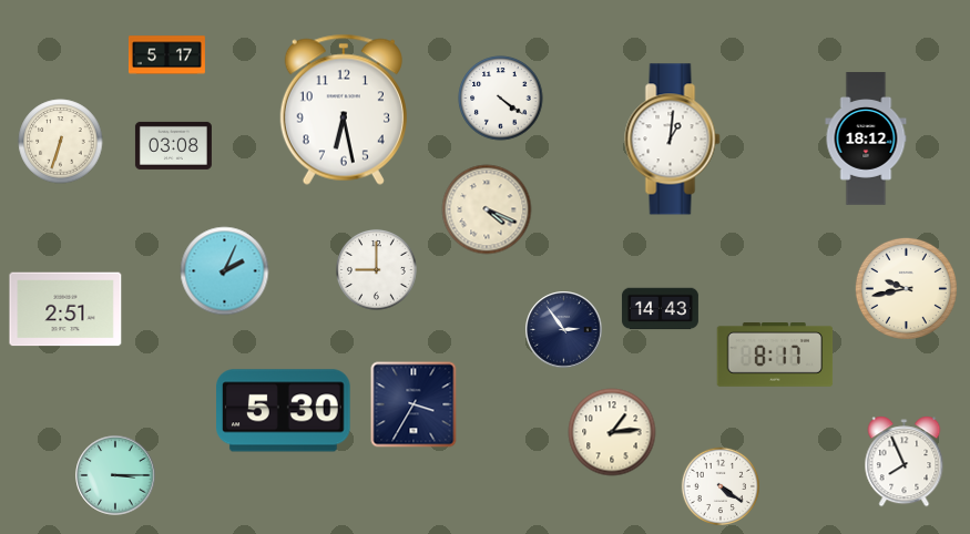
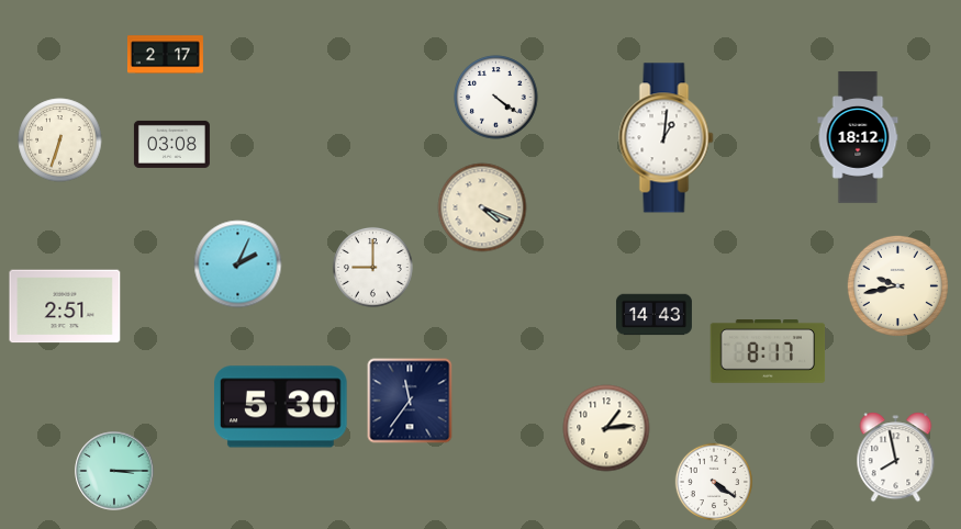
clock at (166, 55): 5:17 -> 2:17
clock at (344, 110): 6:28 -> none
clock at (225, 271) position: (225, 271) -> (238, 264)
clock at (660, 309) position: (660, 309) -> (653, 315)
clock at (564, 330): 2:54 -> none
clock at (413, 404): 3:35 -> 11:36
clock at (905, 462): 7:56 -> 7:58
